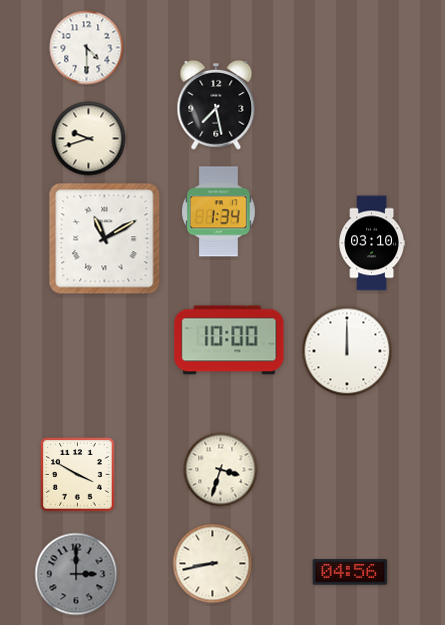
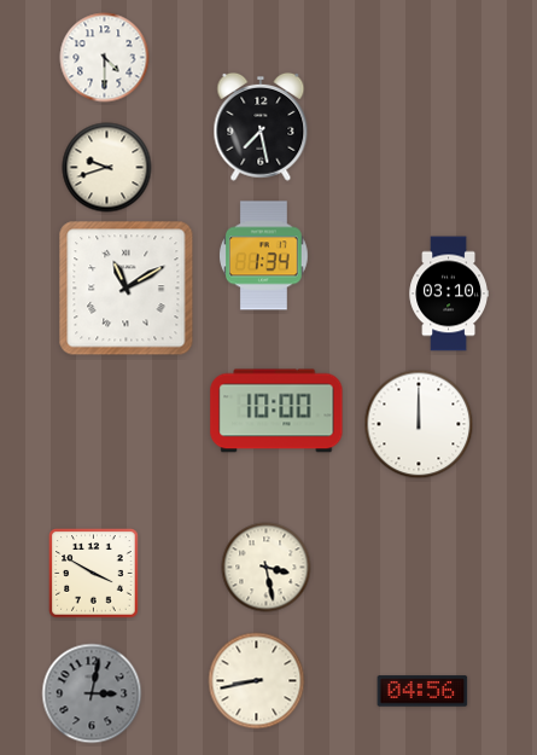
clock at (221, 470): 3:33 -> 3:28
clock at (76, 574): 3:00 -> 3:02
